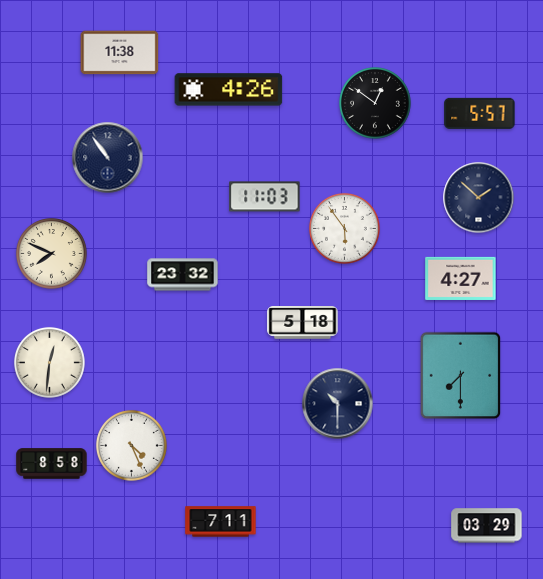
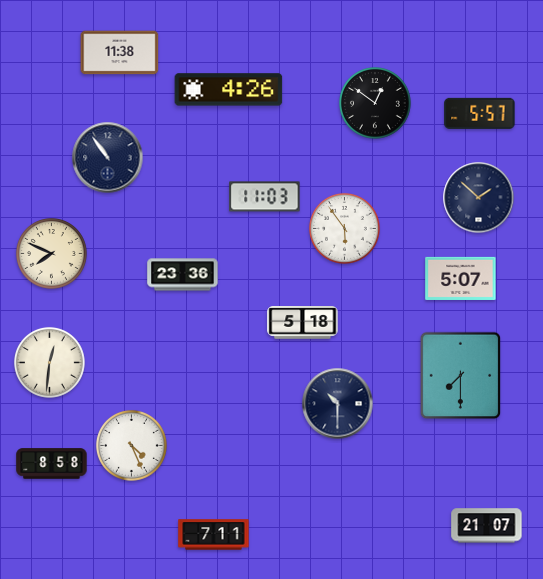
clock at (183, 275): 23:32 -> 23:36
clock at (461, 278): 4:27 -> 5:07
clock at (221, 522) position: (221, 522) -> (214, 535)
clock at (487, 526): 03:29 -> 21:07
